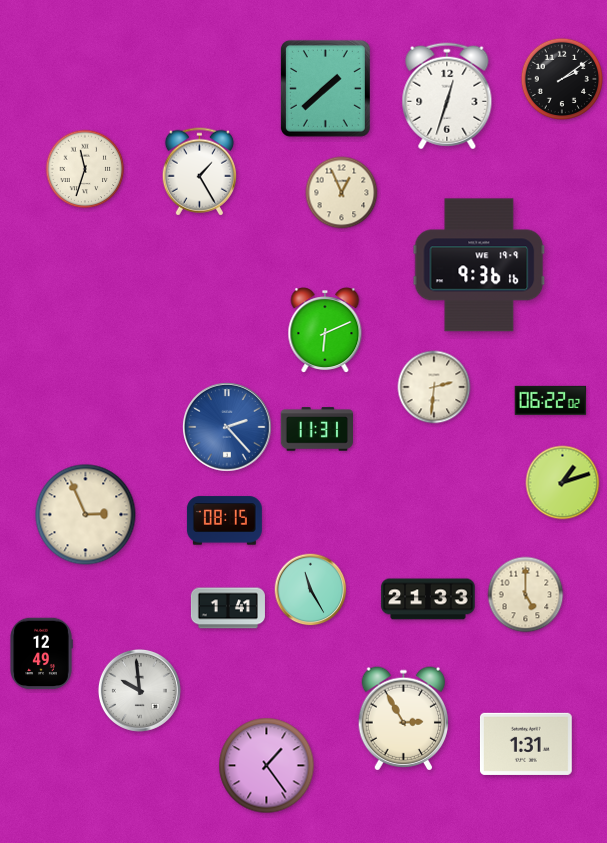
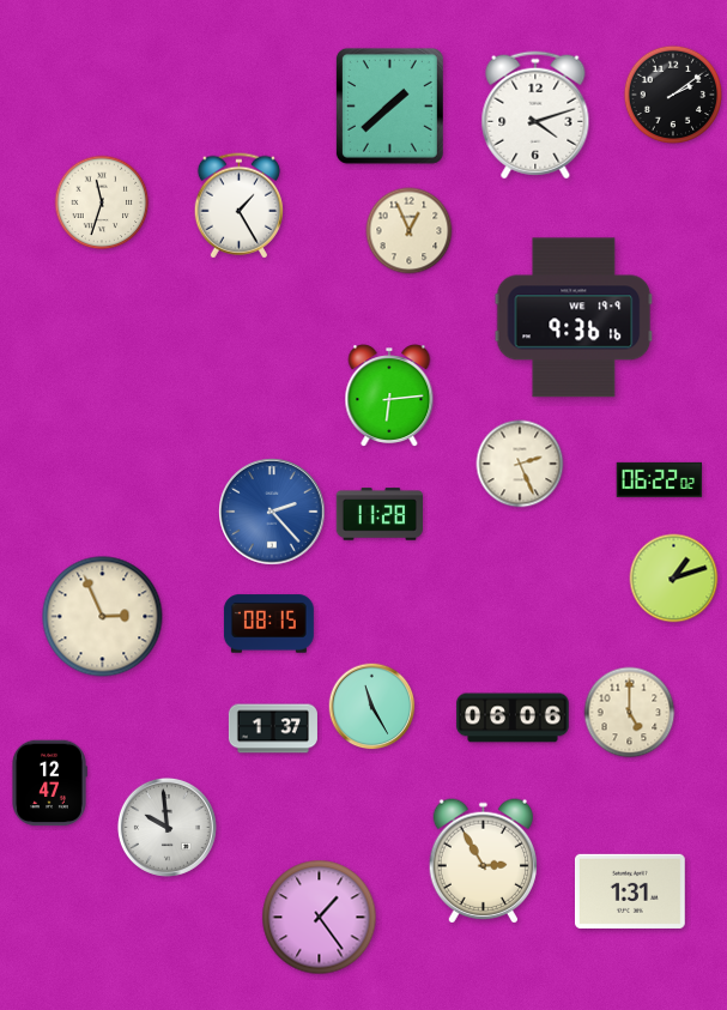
clock at (447, 96): 12:33 -> 4:12
clock at (325, 330): 6:11 -> 6:14
clock at (434, 387): 2:31 -> 2:26
clock at (316, 429): 11:31 -> 11:28
clock at (428, 599): 21:33 -> 06:06
clock at (228, 608): 1:41 -> 1:37
clock at (41, 654): 12:49 -> 12:47
